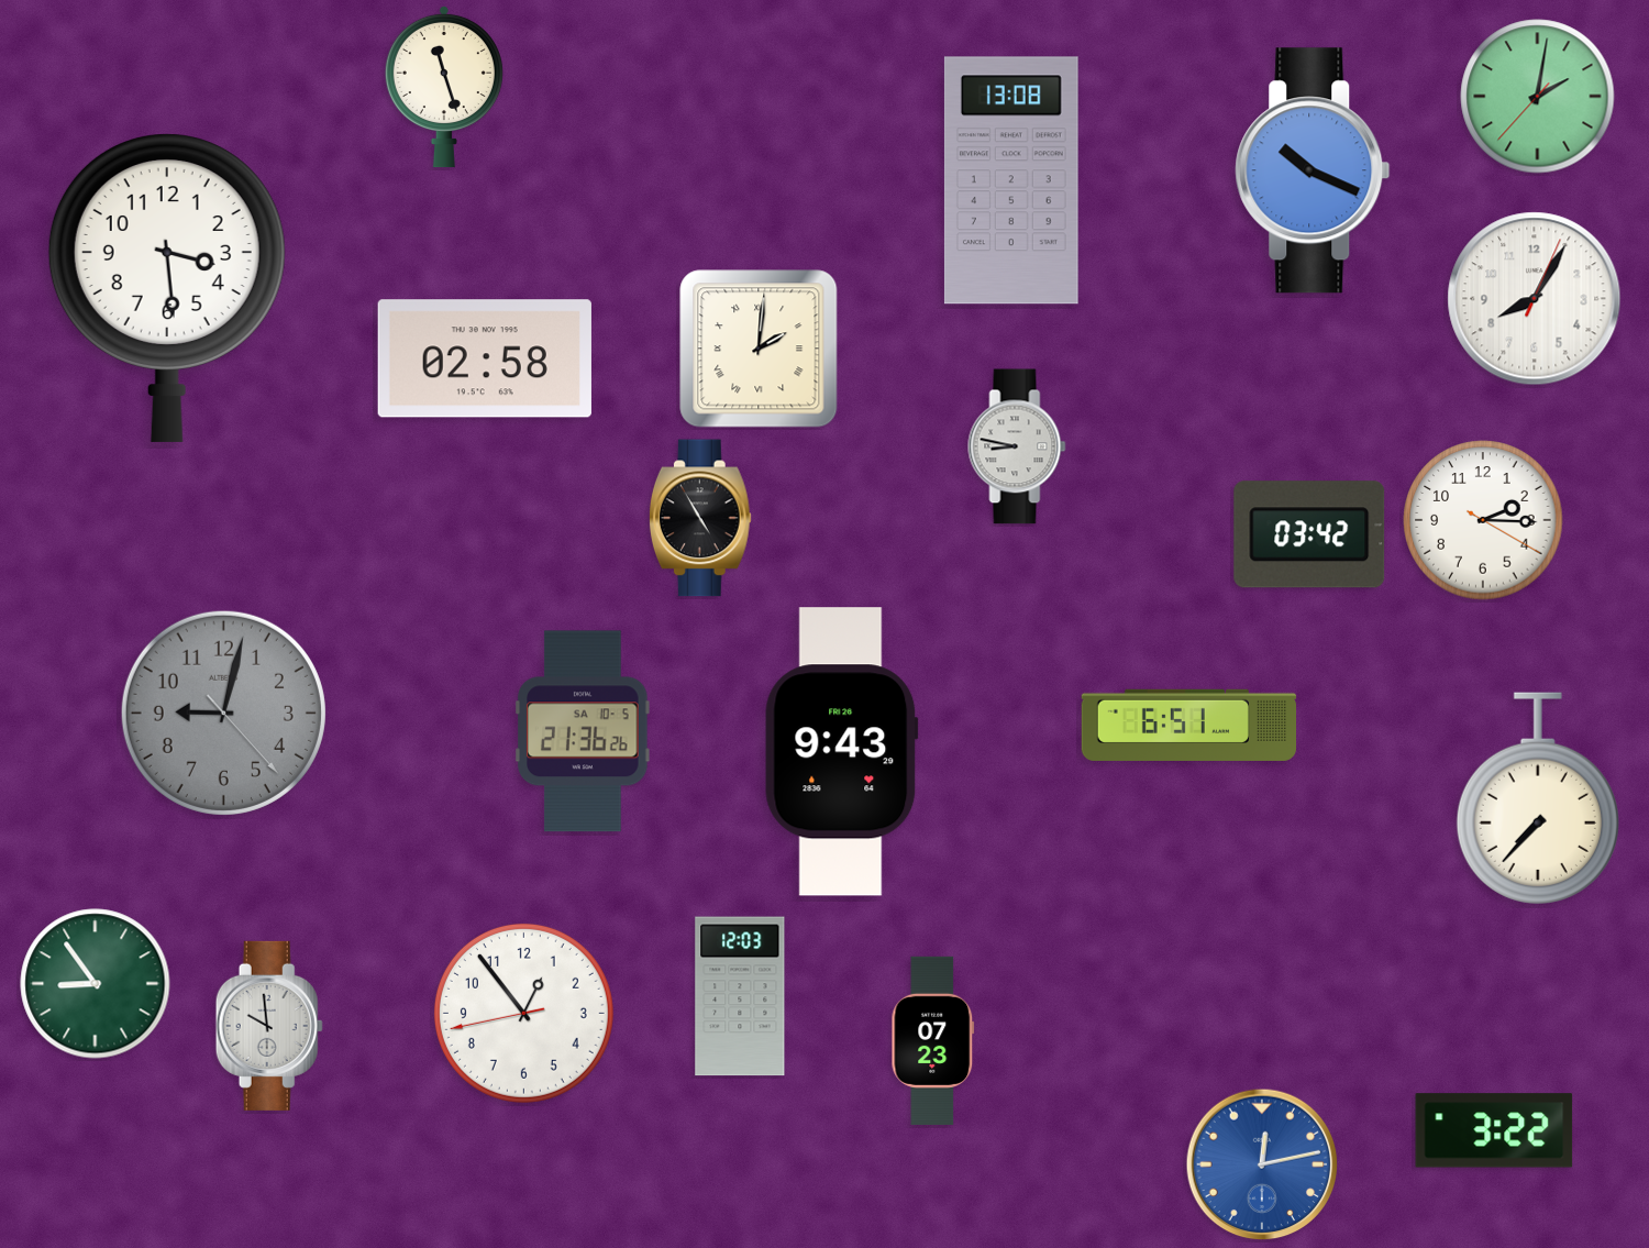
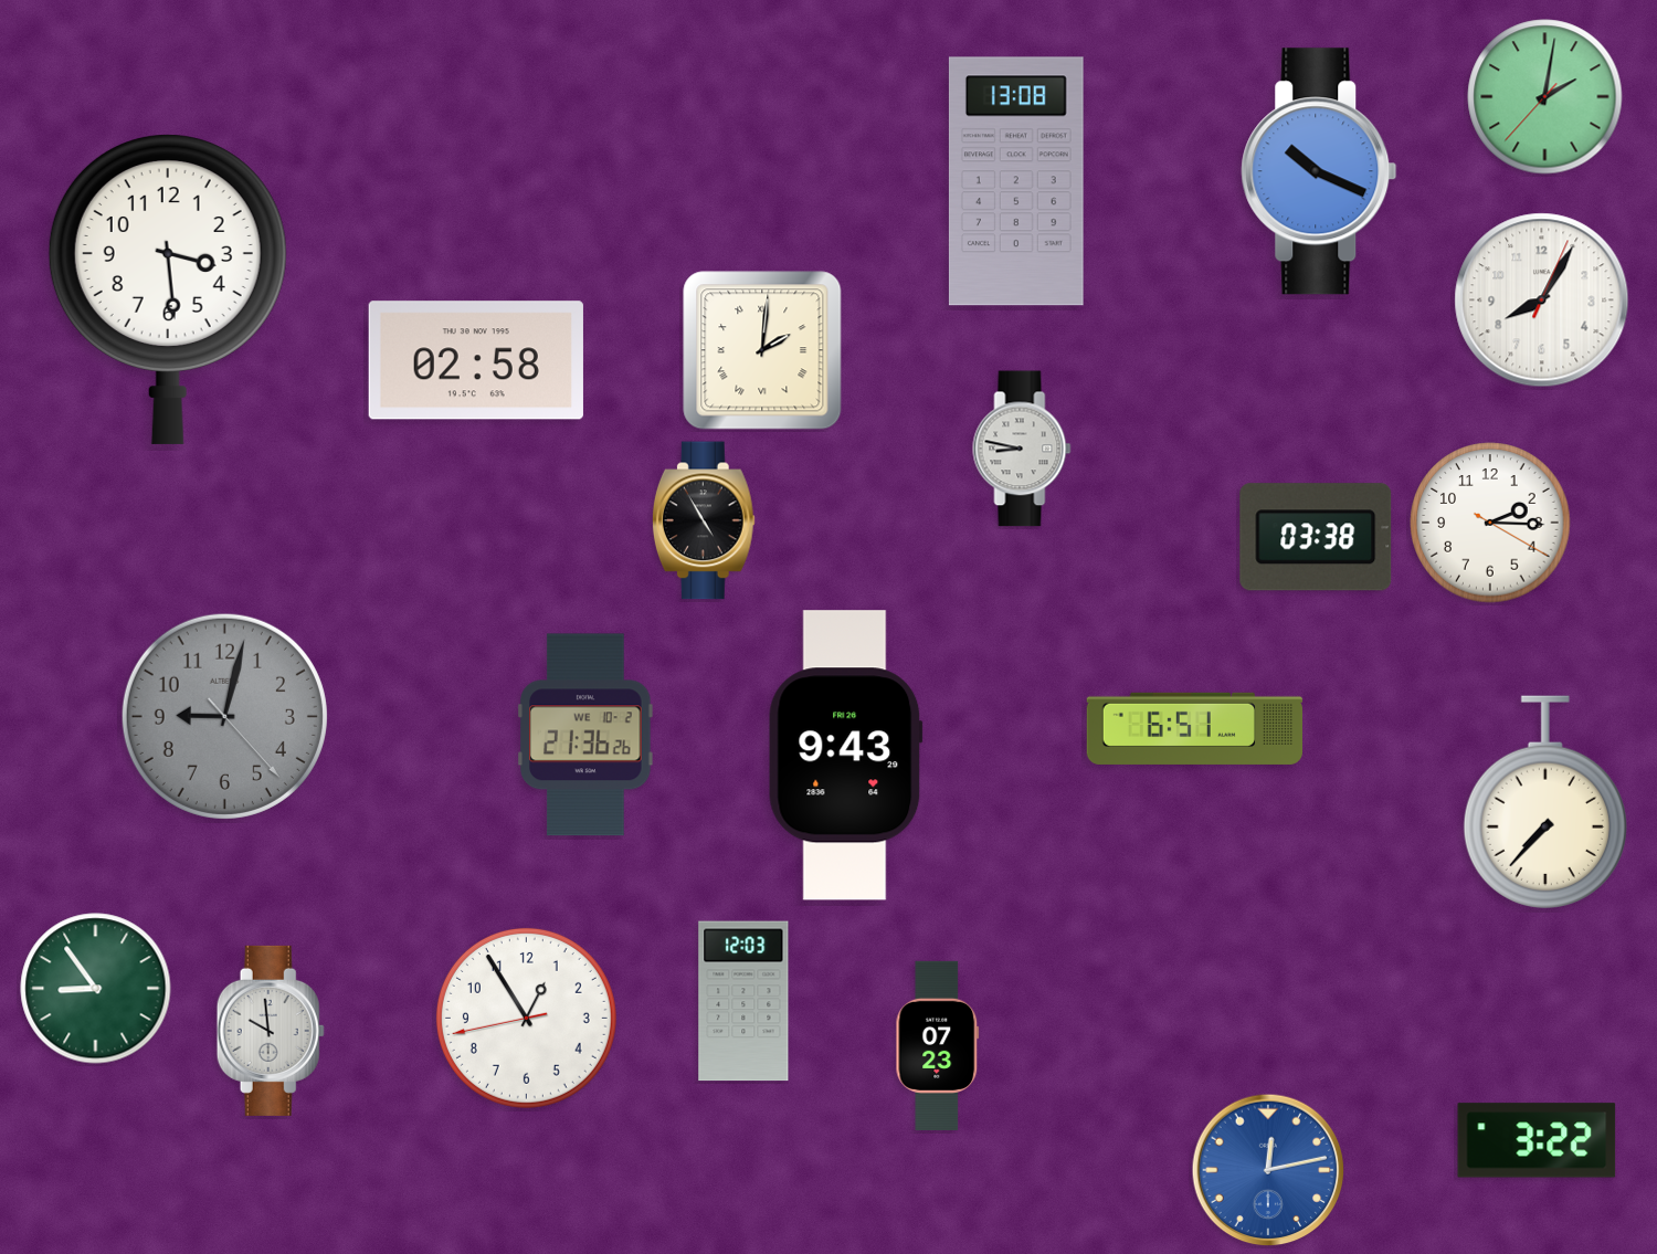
clock at (444, 87): 11:27 -> none
clock at (485, 358) position: (485, 358) -> (476, 360)
clock at (1309, 534): 03:42 -> 03:38
clock at (583, 731) date: SA 10-5 -> WE 10-2
clock at (523, 1013): 12:53 -> 12:54
clock at (1494, 1130) position: (1494, 1130) -> (1537, 1140)
